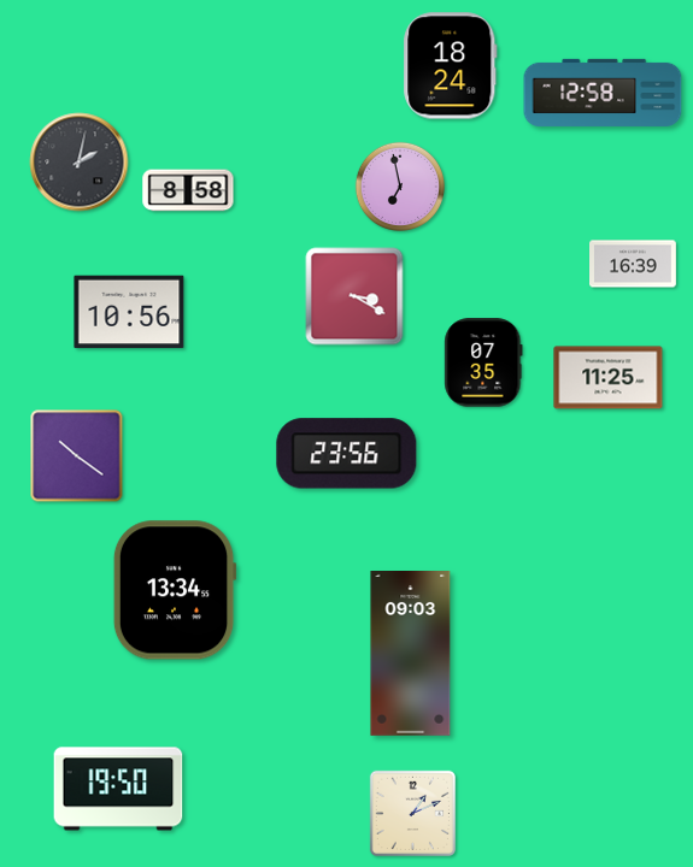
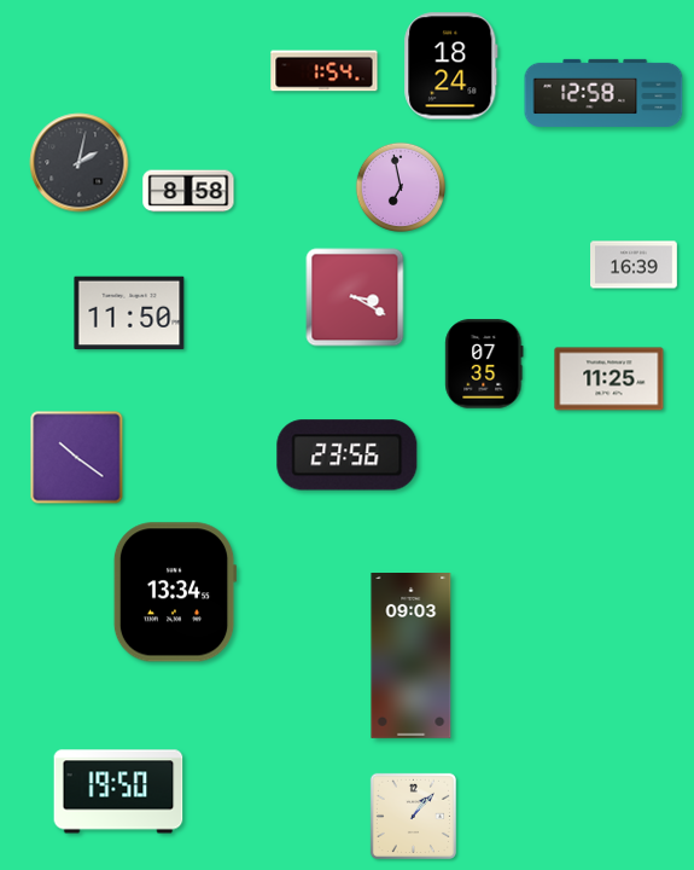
clock at (325, 71): none -> 1:54
clock at (129, 312): 10:56 -> 11:50
clock at (412, 813): 1:11 -> 1:07
